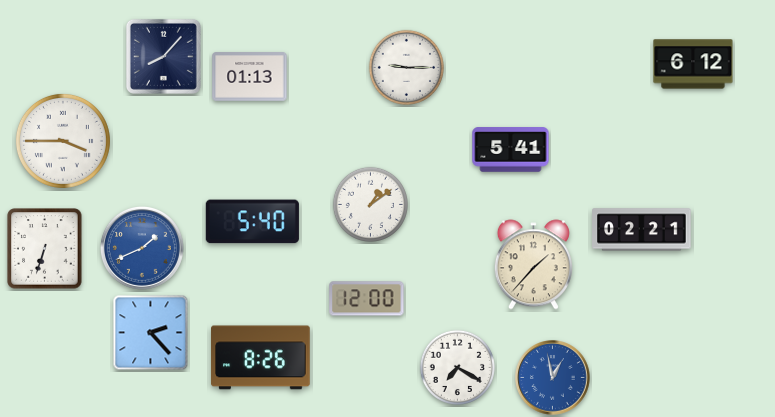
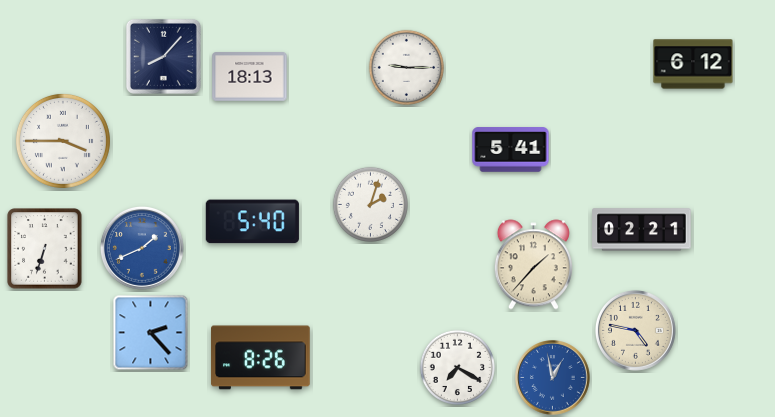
clock at (250, 77): 01:13 -> 18:13
clock at (370, 204): 1:09 -> 2:03
clock at (367, 299): 12:00 -> none
clock at (635, 330): none -> 4:47
